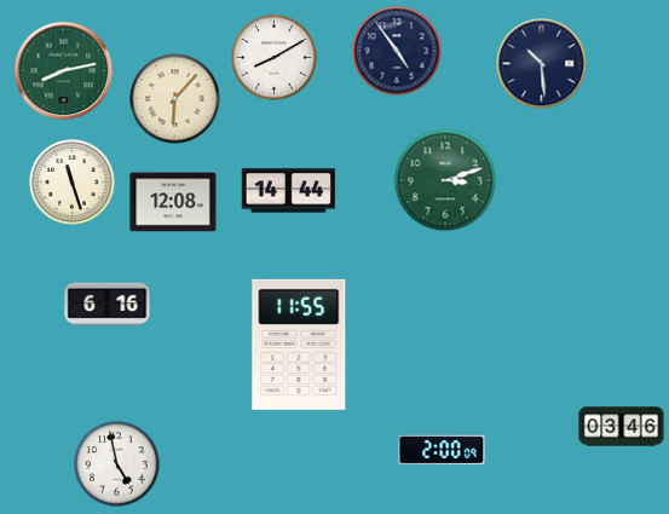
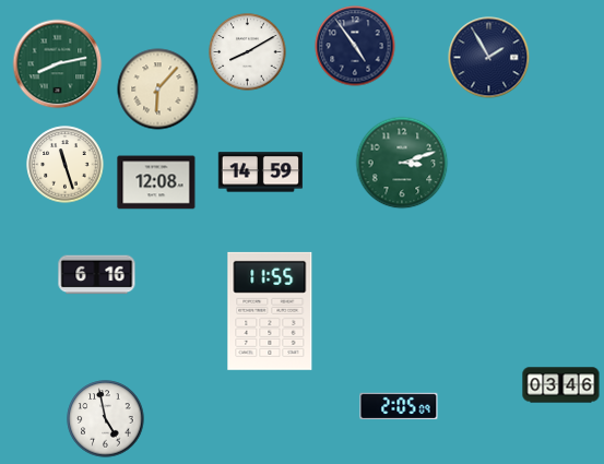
clock at (397, 51) position: (397, 51) -> (355, 46)
clock at (542, 64): 10:29 -> 1:55
clock at (288, 191): 14:44 -> 14:59
clock at (442, 450): 2:00 -> 2:05
